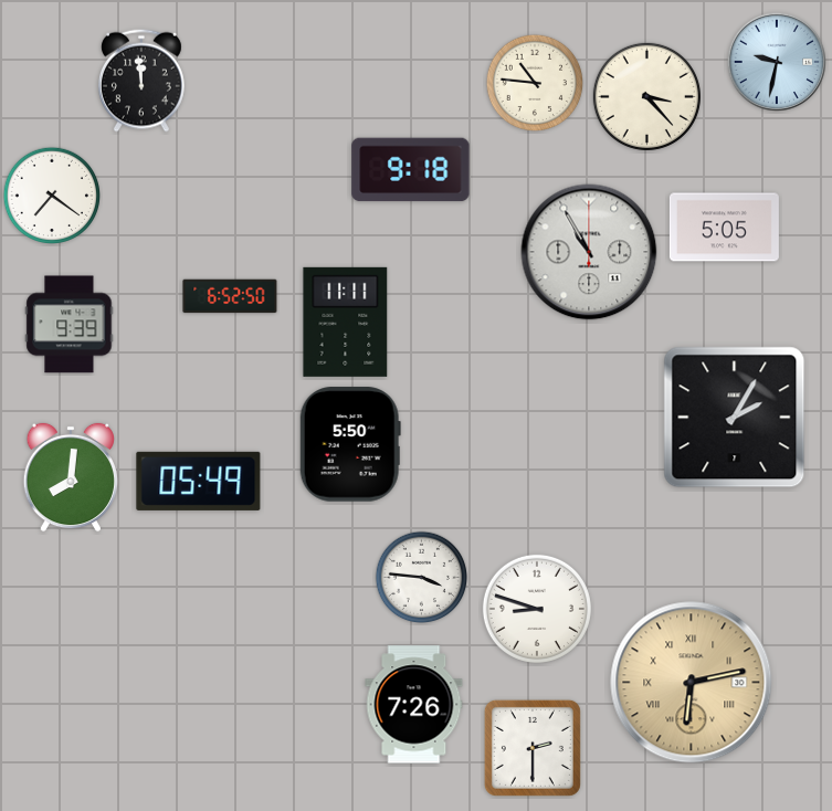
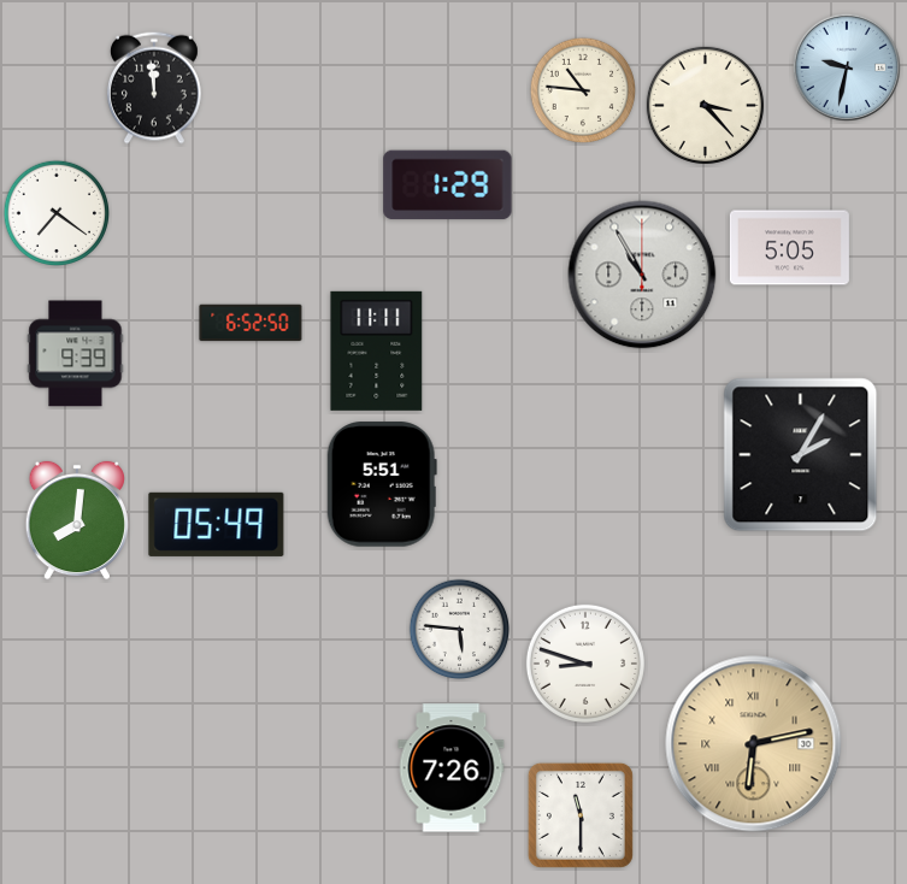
clock at (411, 170): 9:18 -> 1:29
clock at (350, 444): 5:50 -> 5:51
clock at (422, 578): 3:46 -> 5:46
clock at (533, 748): 2:30 -> 11:30
